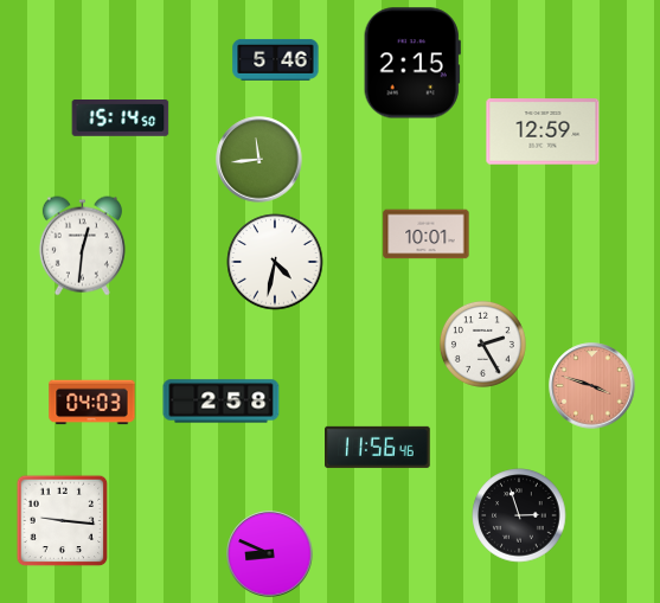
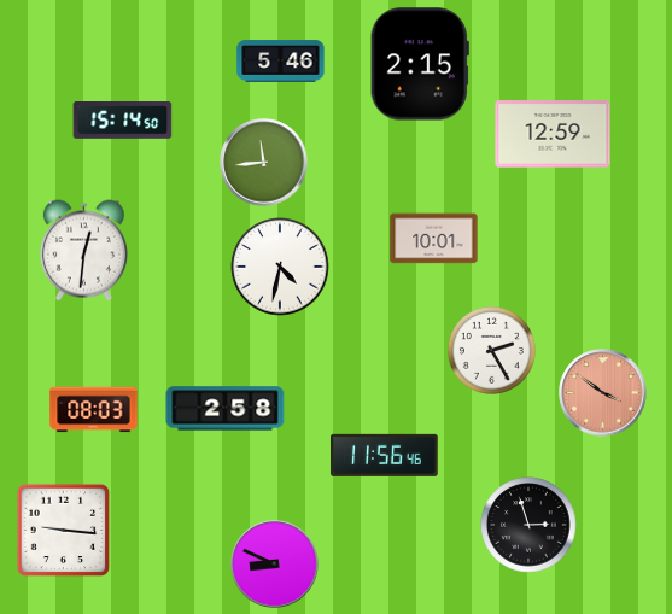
clock at (592, 386): 3:48 -> 3:51
clock at (92, 403): 04:03 -> 08:03
